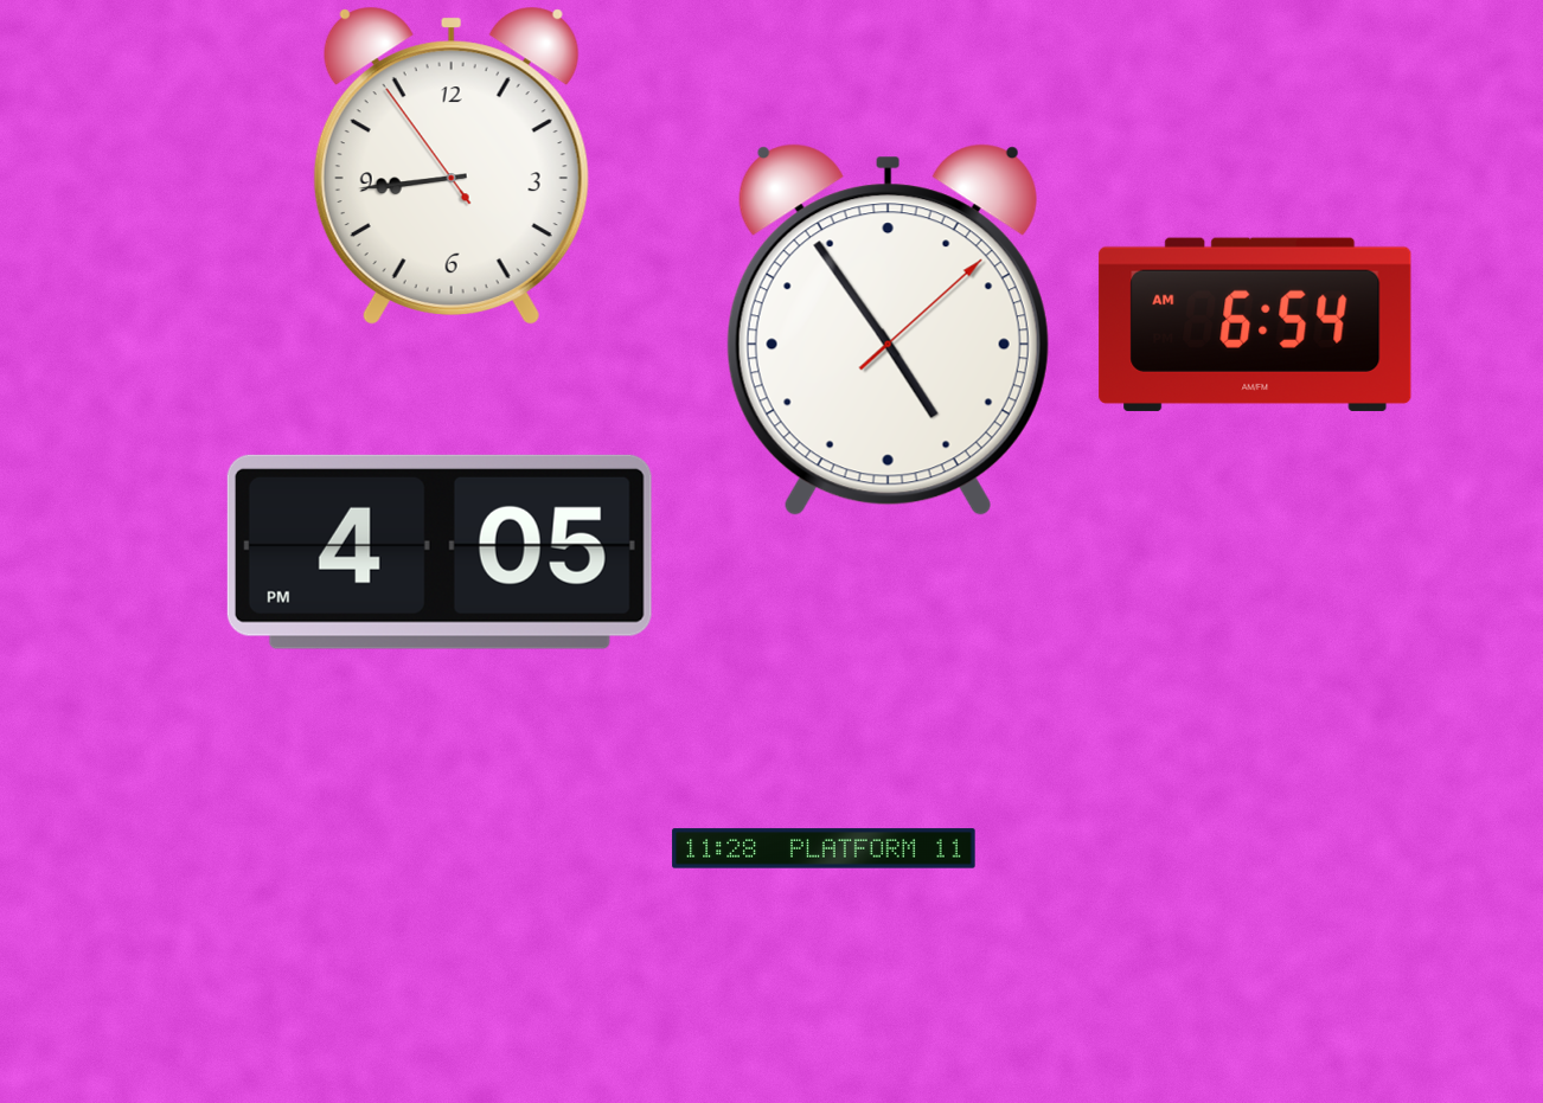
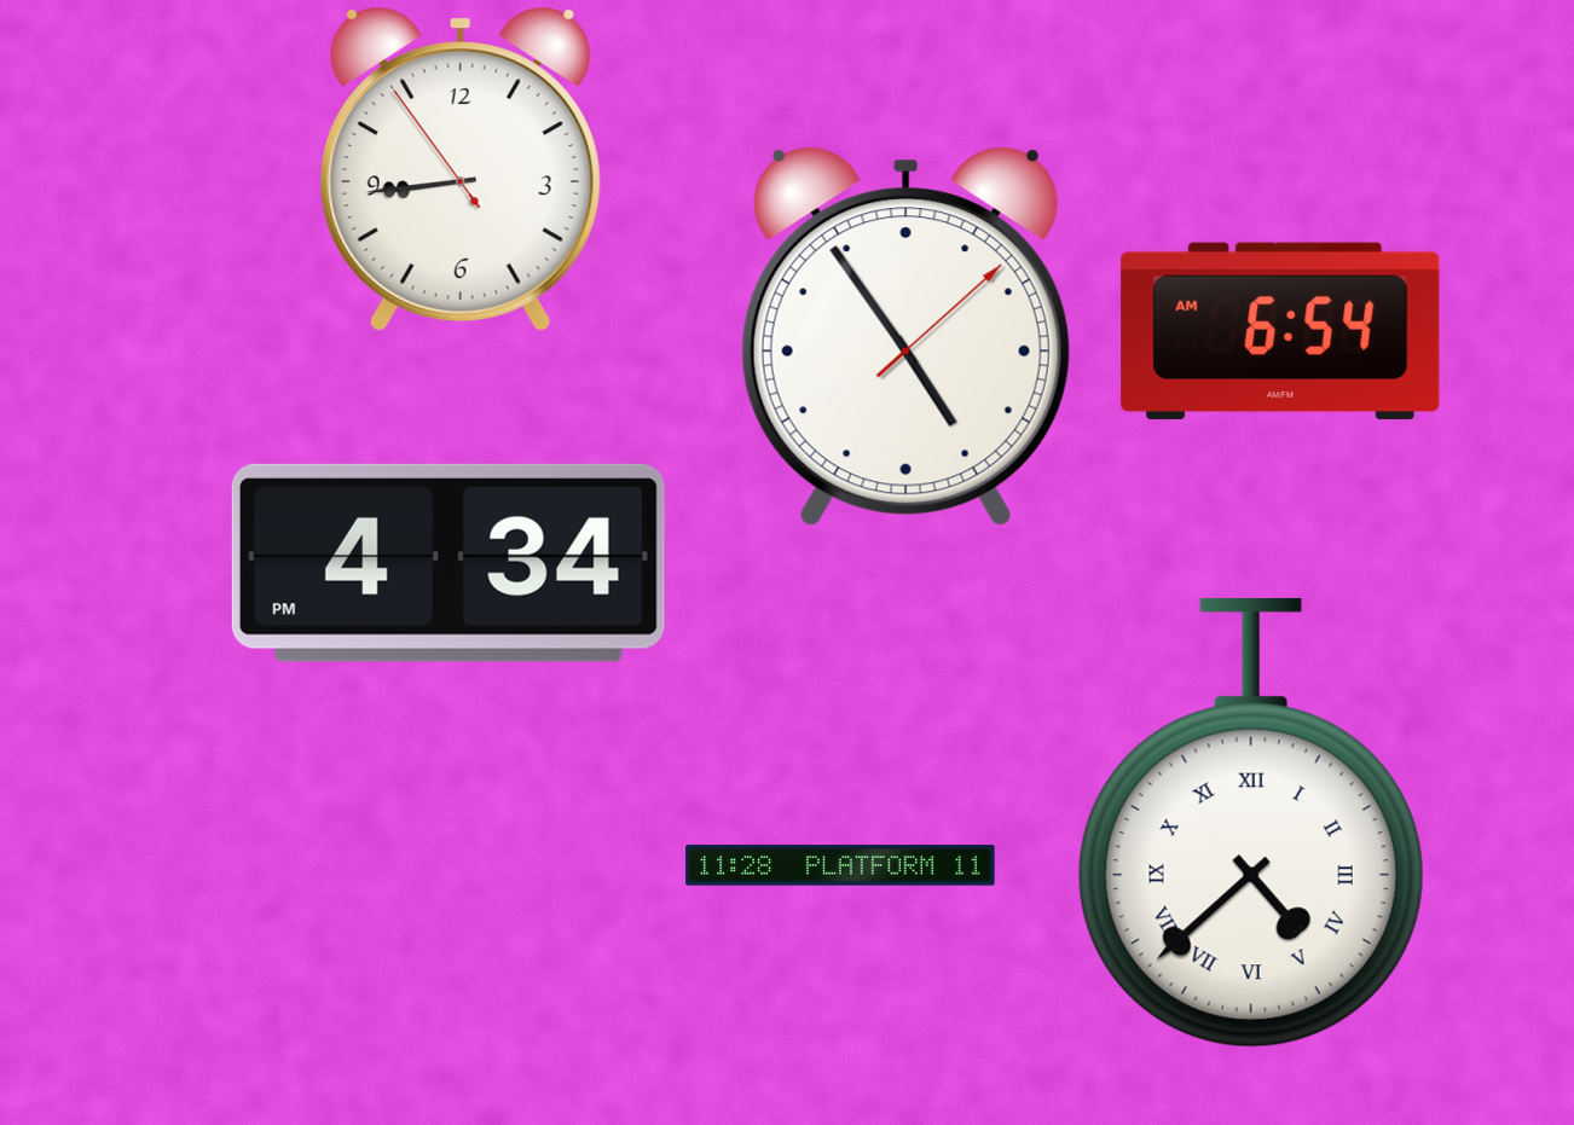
clock at (440, 552): 4:05 -> 4:34
clock at (1251, 823): none -> 4:38
